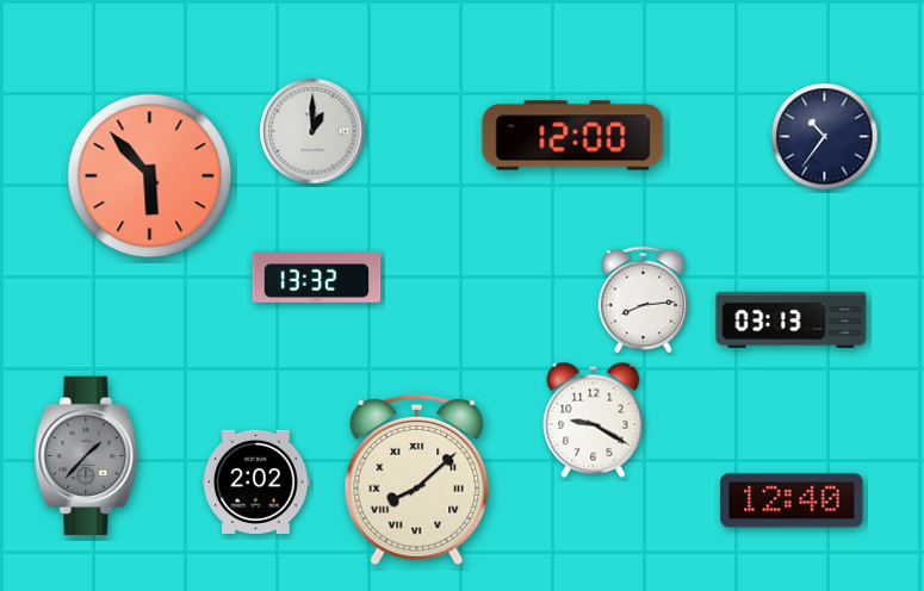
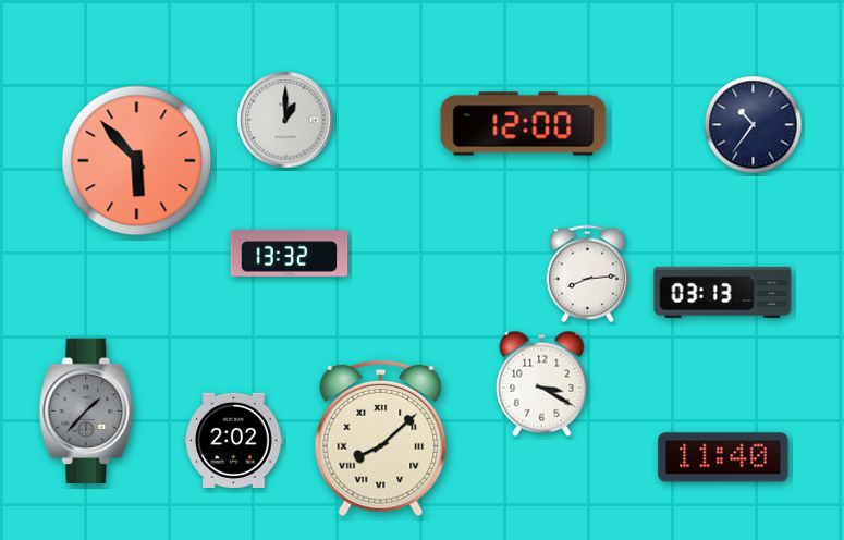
clock at (594, 419): 9:20 -> 3:20
clock at (87, 456) position: (87, 456) -> (87, 412)
clock at (792, 500): 12:40 -> 11:40
